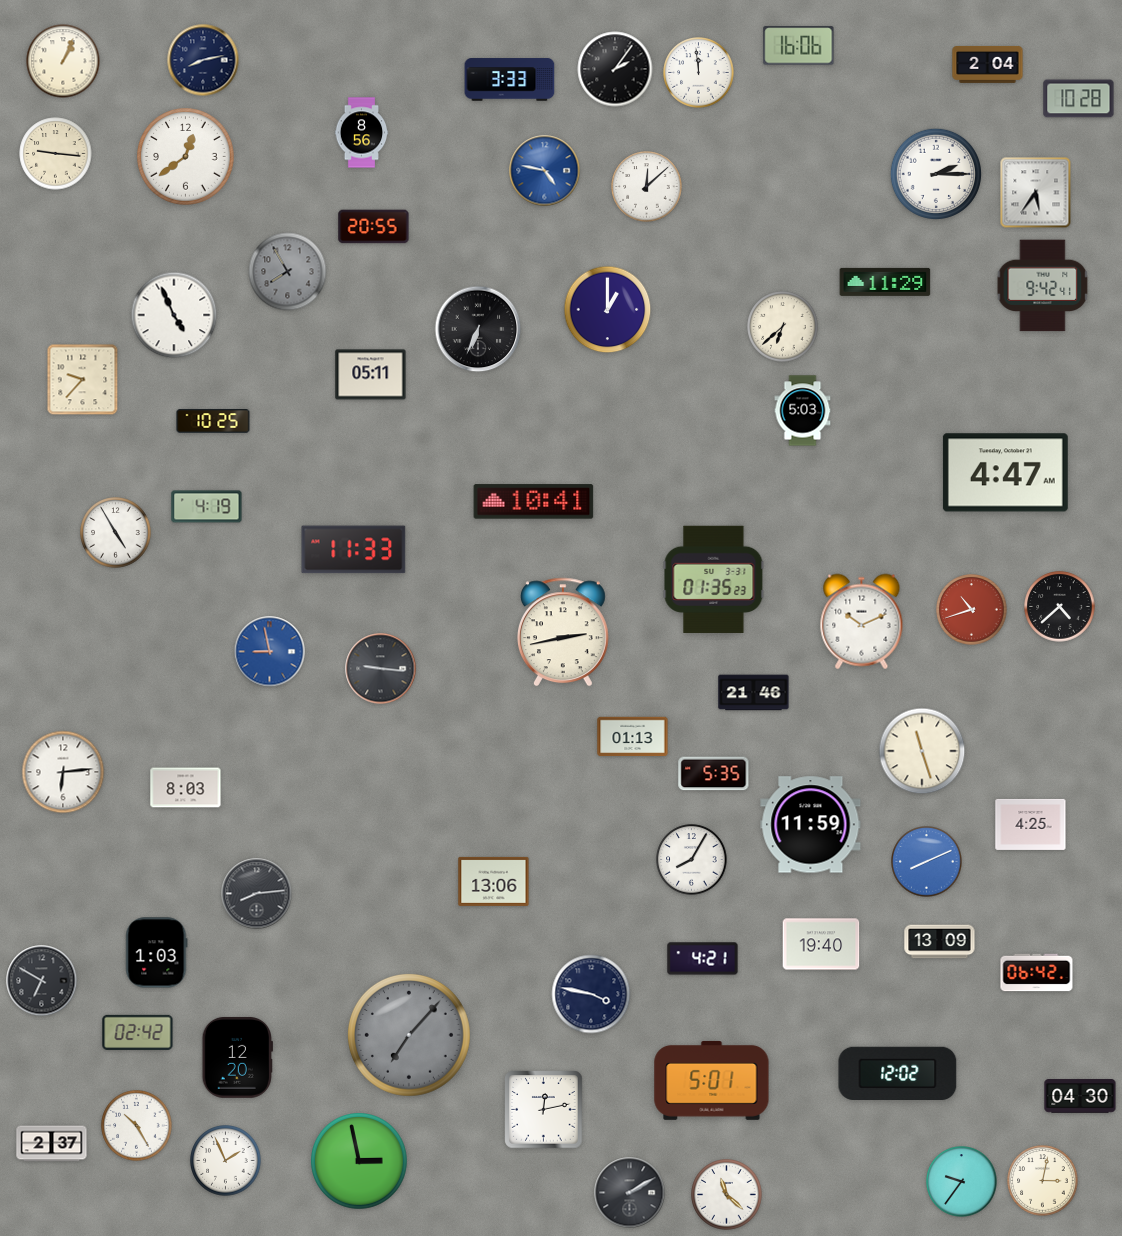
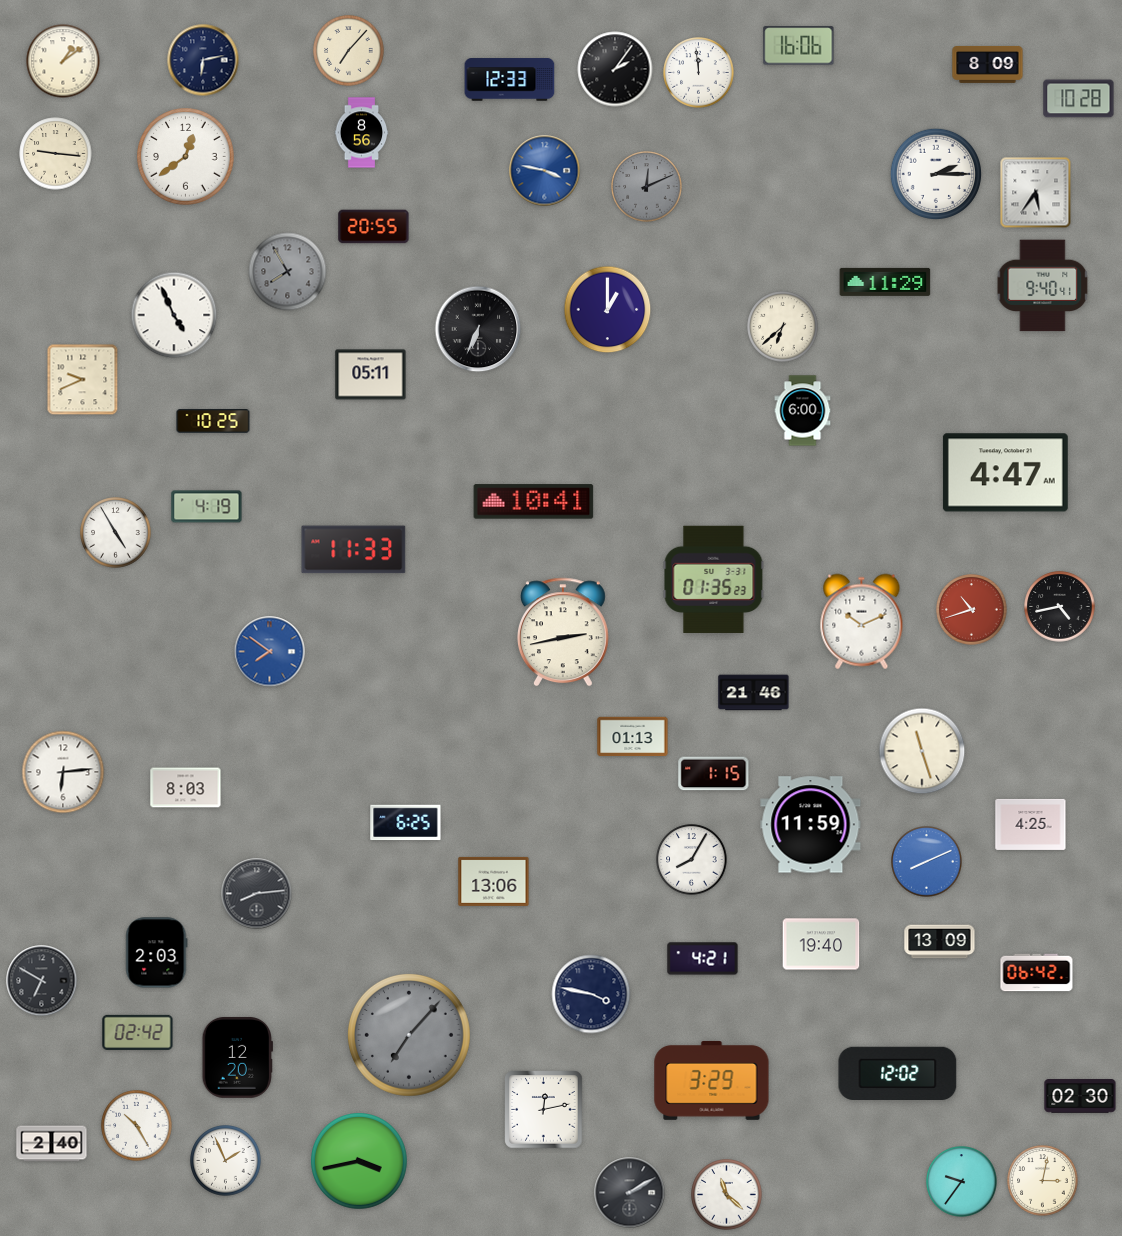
clock at (349, 51): none -> 7:07
clock at (203, 60): 8:13 -> 6:13
clock at (63, 61): 1:04 -> 1:09
clock at (988, 64): 2:04 -> 8:09
clock at (510, 80): 3:33 -> 12:33
clock at (545, 171): 4:47 -> 3:47
clock at (647, 187): 12:08 -> 12:11
clock at (647, 187) dial: white -> grey
clock at (1043, 286): 9:42 -> 9:40
clock at (83, 380): 9:37 -> 9:41
clock at (803, 411): 5:03 -> 6:00
clock at (1060, 607): 4:38 -> 4:43
clock at (270, 652): 8:58 -> 7:51
clock at (381, 669): 9:16 -> none
clock at (714, 774): 5:35 -> 1:15
clock at (406, 823): none -> 6:25
clock at (157, 953): 1:03 -> 2:03
clock at (712, 1080): 5:01 -> 3:29
clock at (1080, 1096): 04:30 -> 02:30
clock at (52, 1144): 2:37 -> 2:40
clock at (360, 1162): 2:58 -> 3:43
